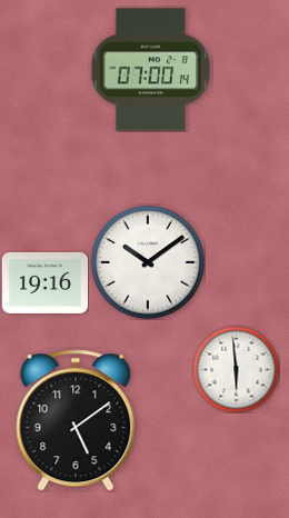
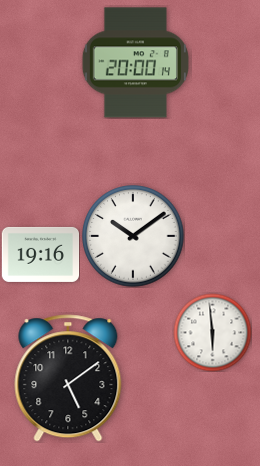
clock at (150, 70): 07:00 -> 20:00
